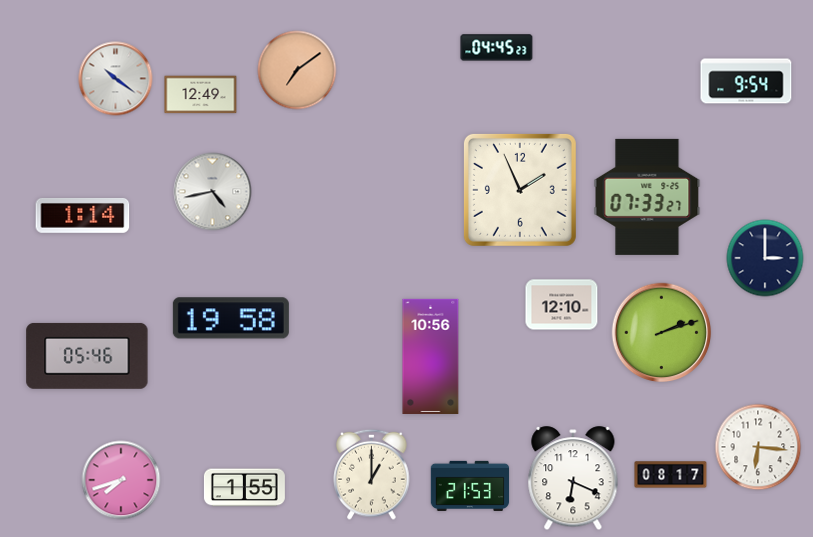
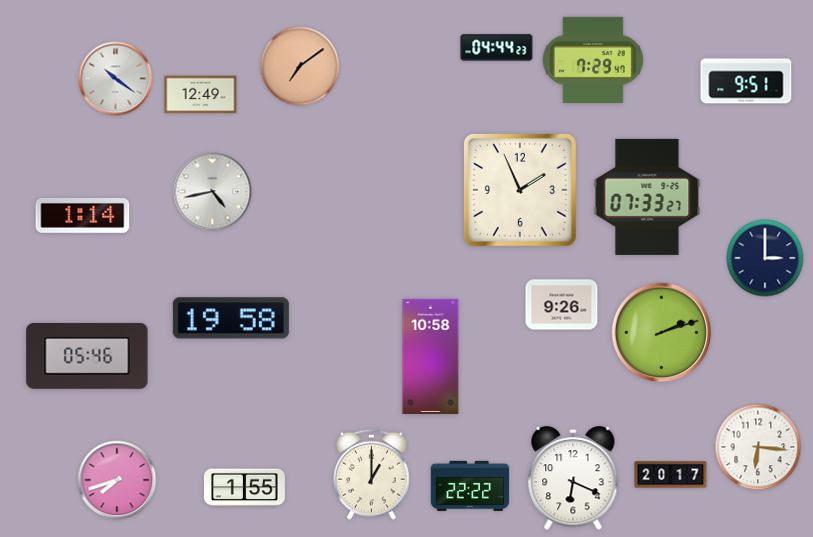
clock at (497, 48): 04:45 -> 04:44
clock at (593, 60): none -> 7:29
clock at (297, 70) position: (297, 70) -> (300, 66)
clock at (746, 81): 9:54 -> 9:51
clock at (562, 305): 12:10 -> 9:26
clock at (431, 356): 10:56 -> 10:58
clock at (671, 475): 08:17 -> 20:17
clock at (121, 480) position: (121, 480) -> (117, 480)
clock at (470, 486): 21:53 -> 22:22
